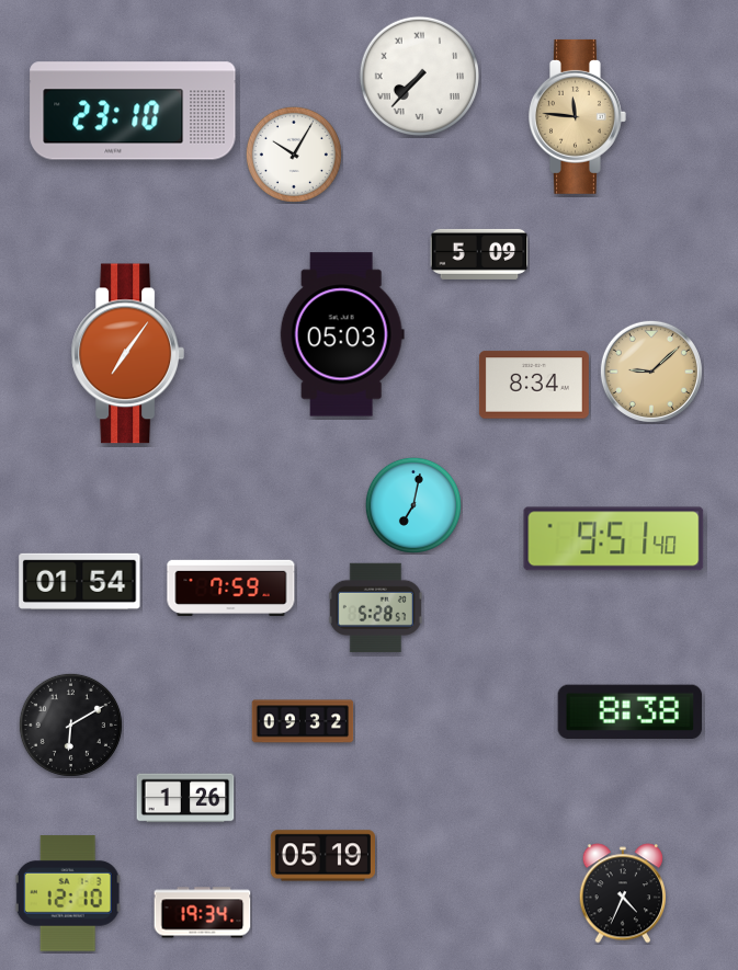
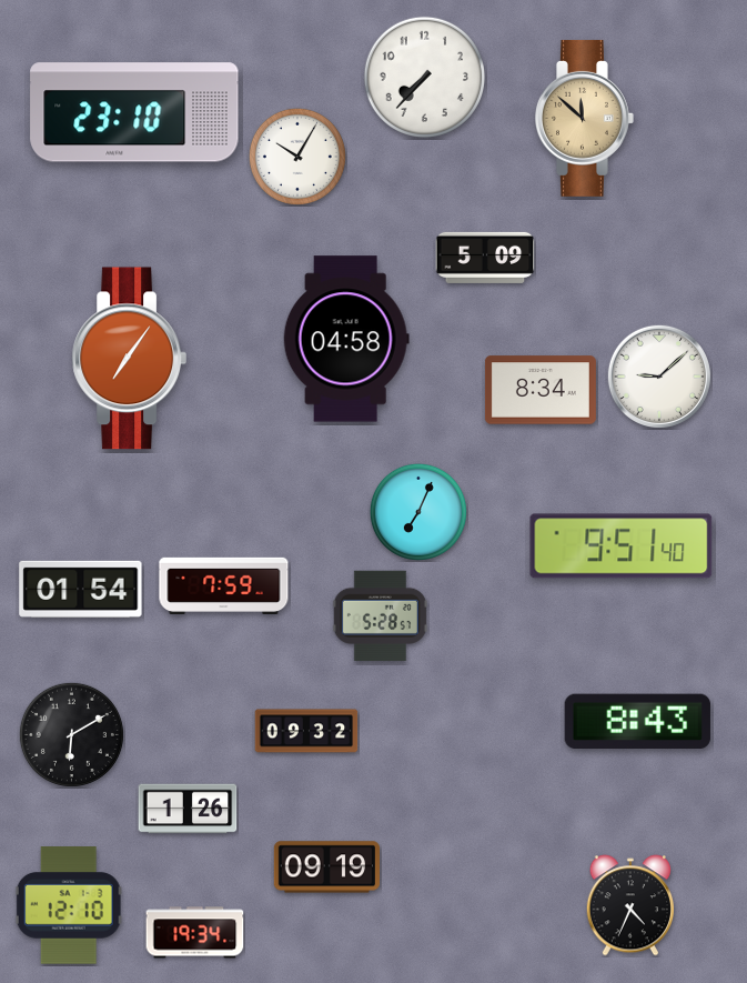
clock at (419, 76) numerals: Roman -> Arabic
clock at (578, 116): 11:46 -> 11:52
clock at (342, 334): 05:03 -> 04:58
clock at (651, 372) dial: champagne -> white
clock at (413, 505): 7:02 -> 7:04
clock at (231, 587) position: (231, 587) -> (224, 585)
clock at (629, 711): 8:38 -> 8:43
clock at (322, 856): 05:19 -> 09:19
clock at (203, 913) position: (203, 913) -> (195, 933)
